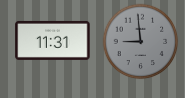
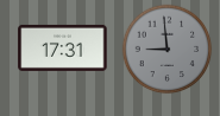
clock at (53, 40): 11:31 -> 17:31
